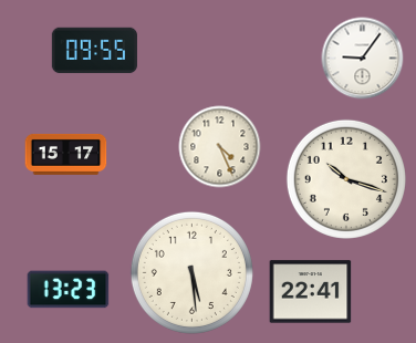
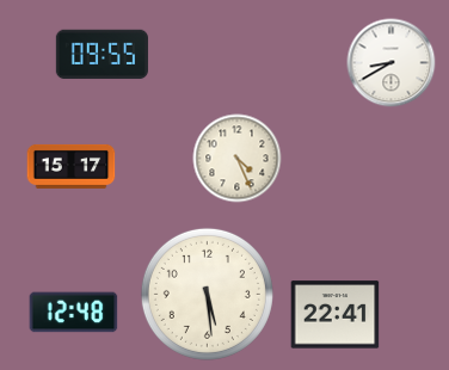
clock at (363, 59): 9:06 -> 8:40
clock at (346, 179): 10:18 -> none
clock at (69, 290): 13:23 -> 12:48
